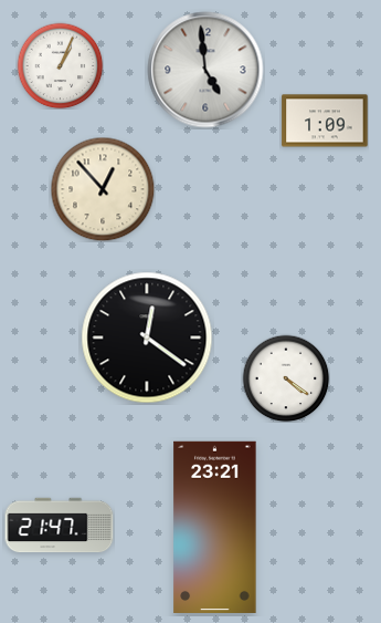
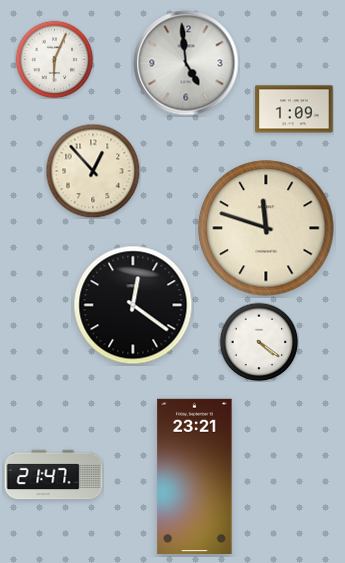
clock at (60, 65): 1:04 -> 6:04
clock at (266, 228): none -> 11:48
